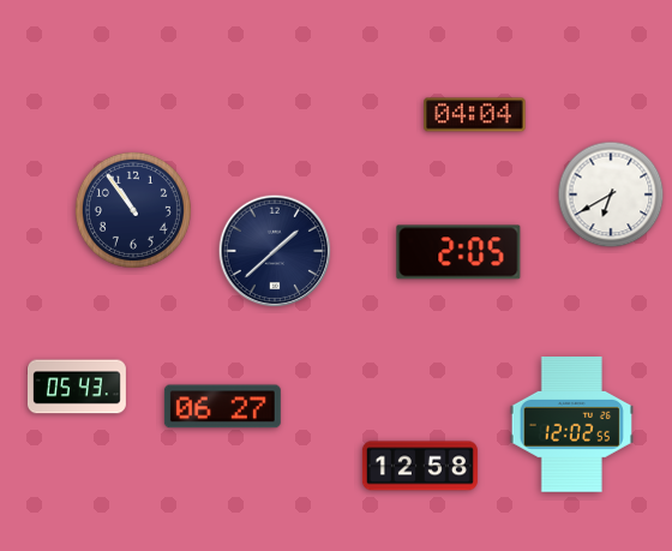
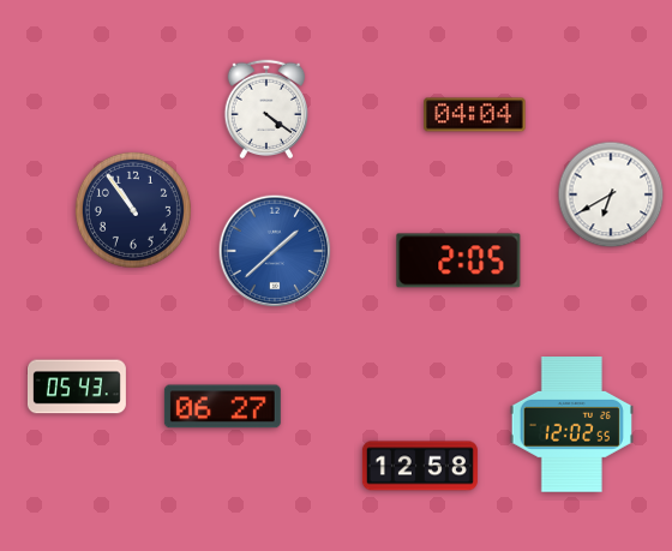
clock at (265, 108): none -> 4:21
clock at (275, 251) dial: navy -> blue
clock at (458, 252) position: (458, 252) -> (458, 260)
